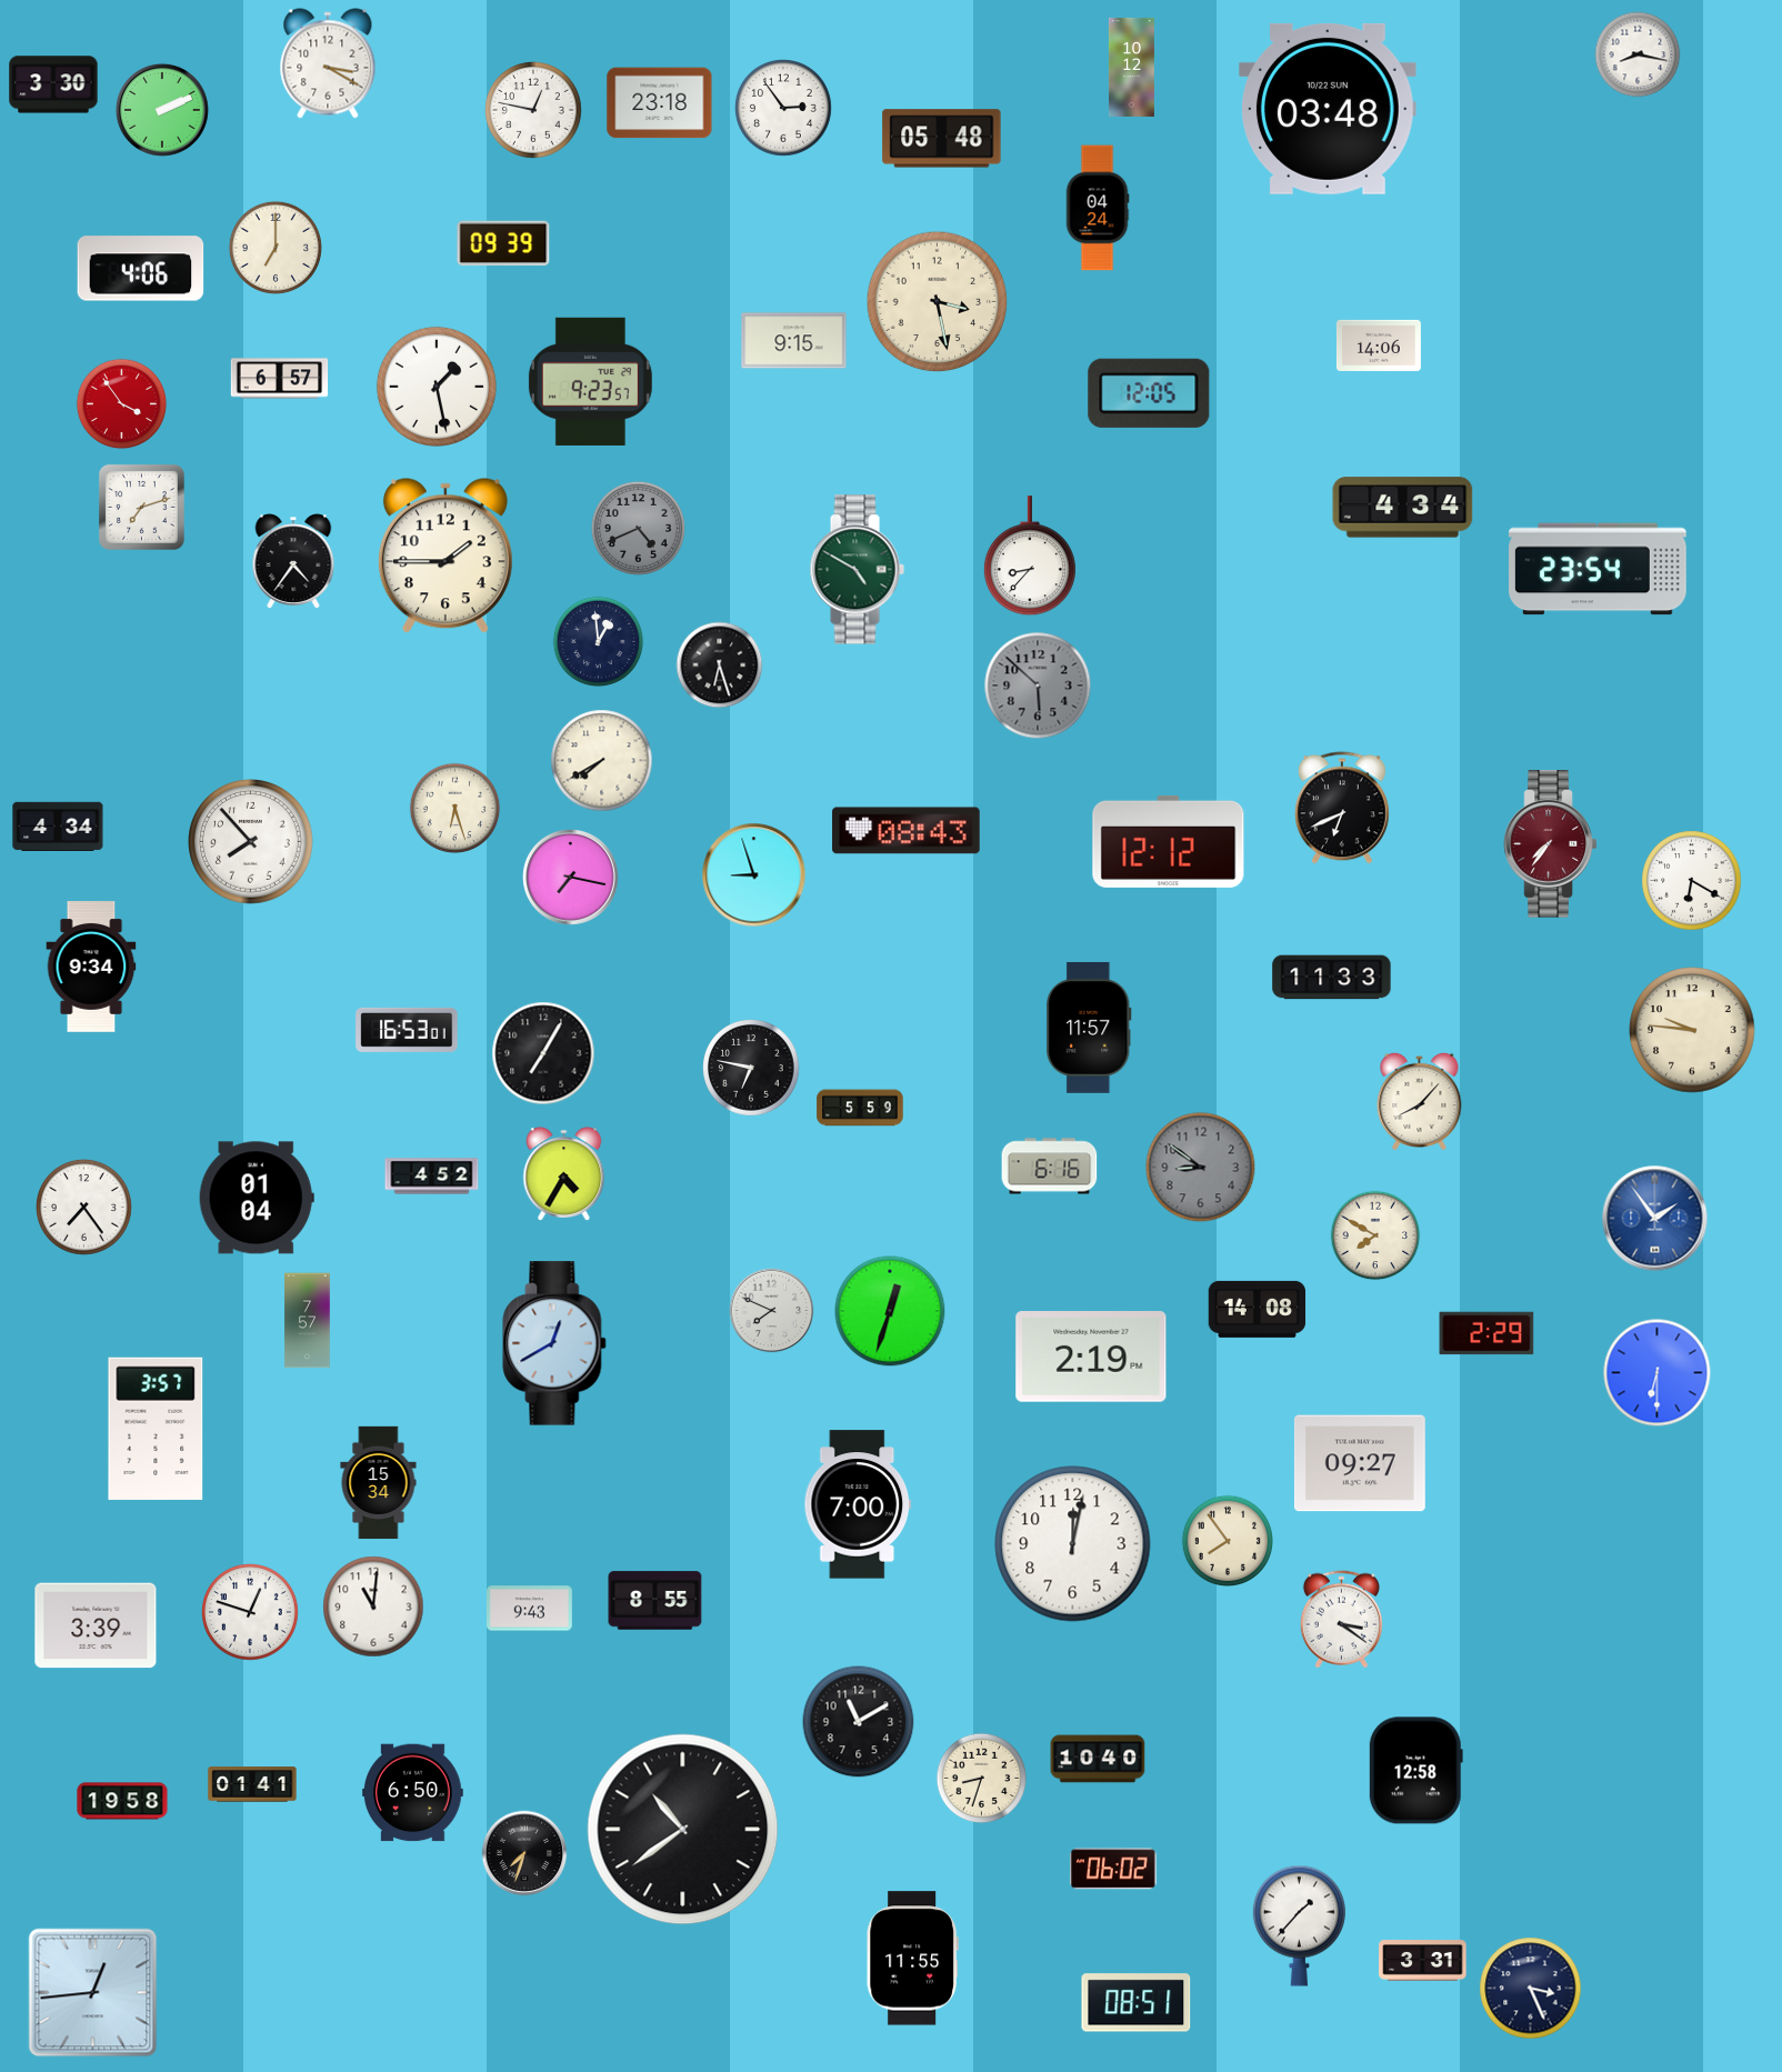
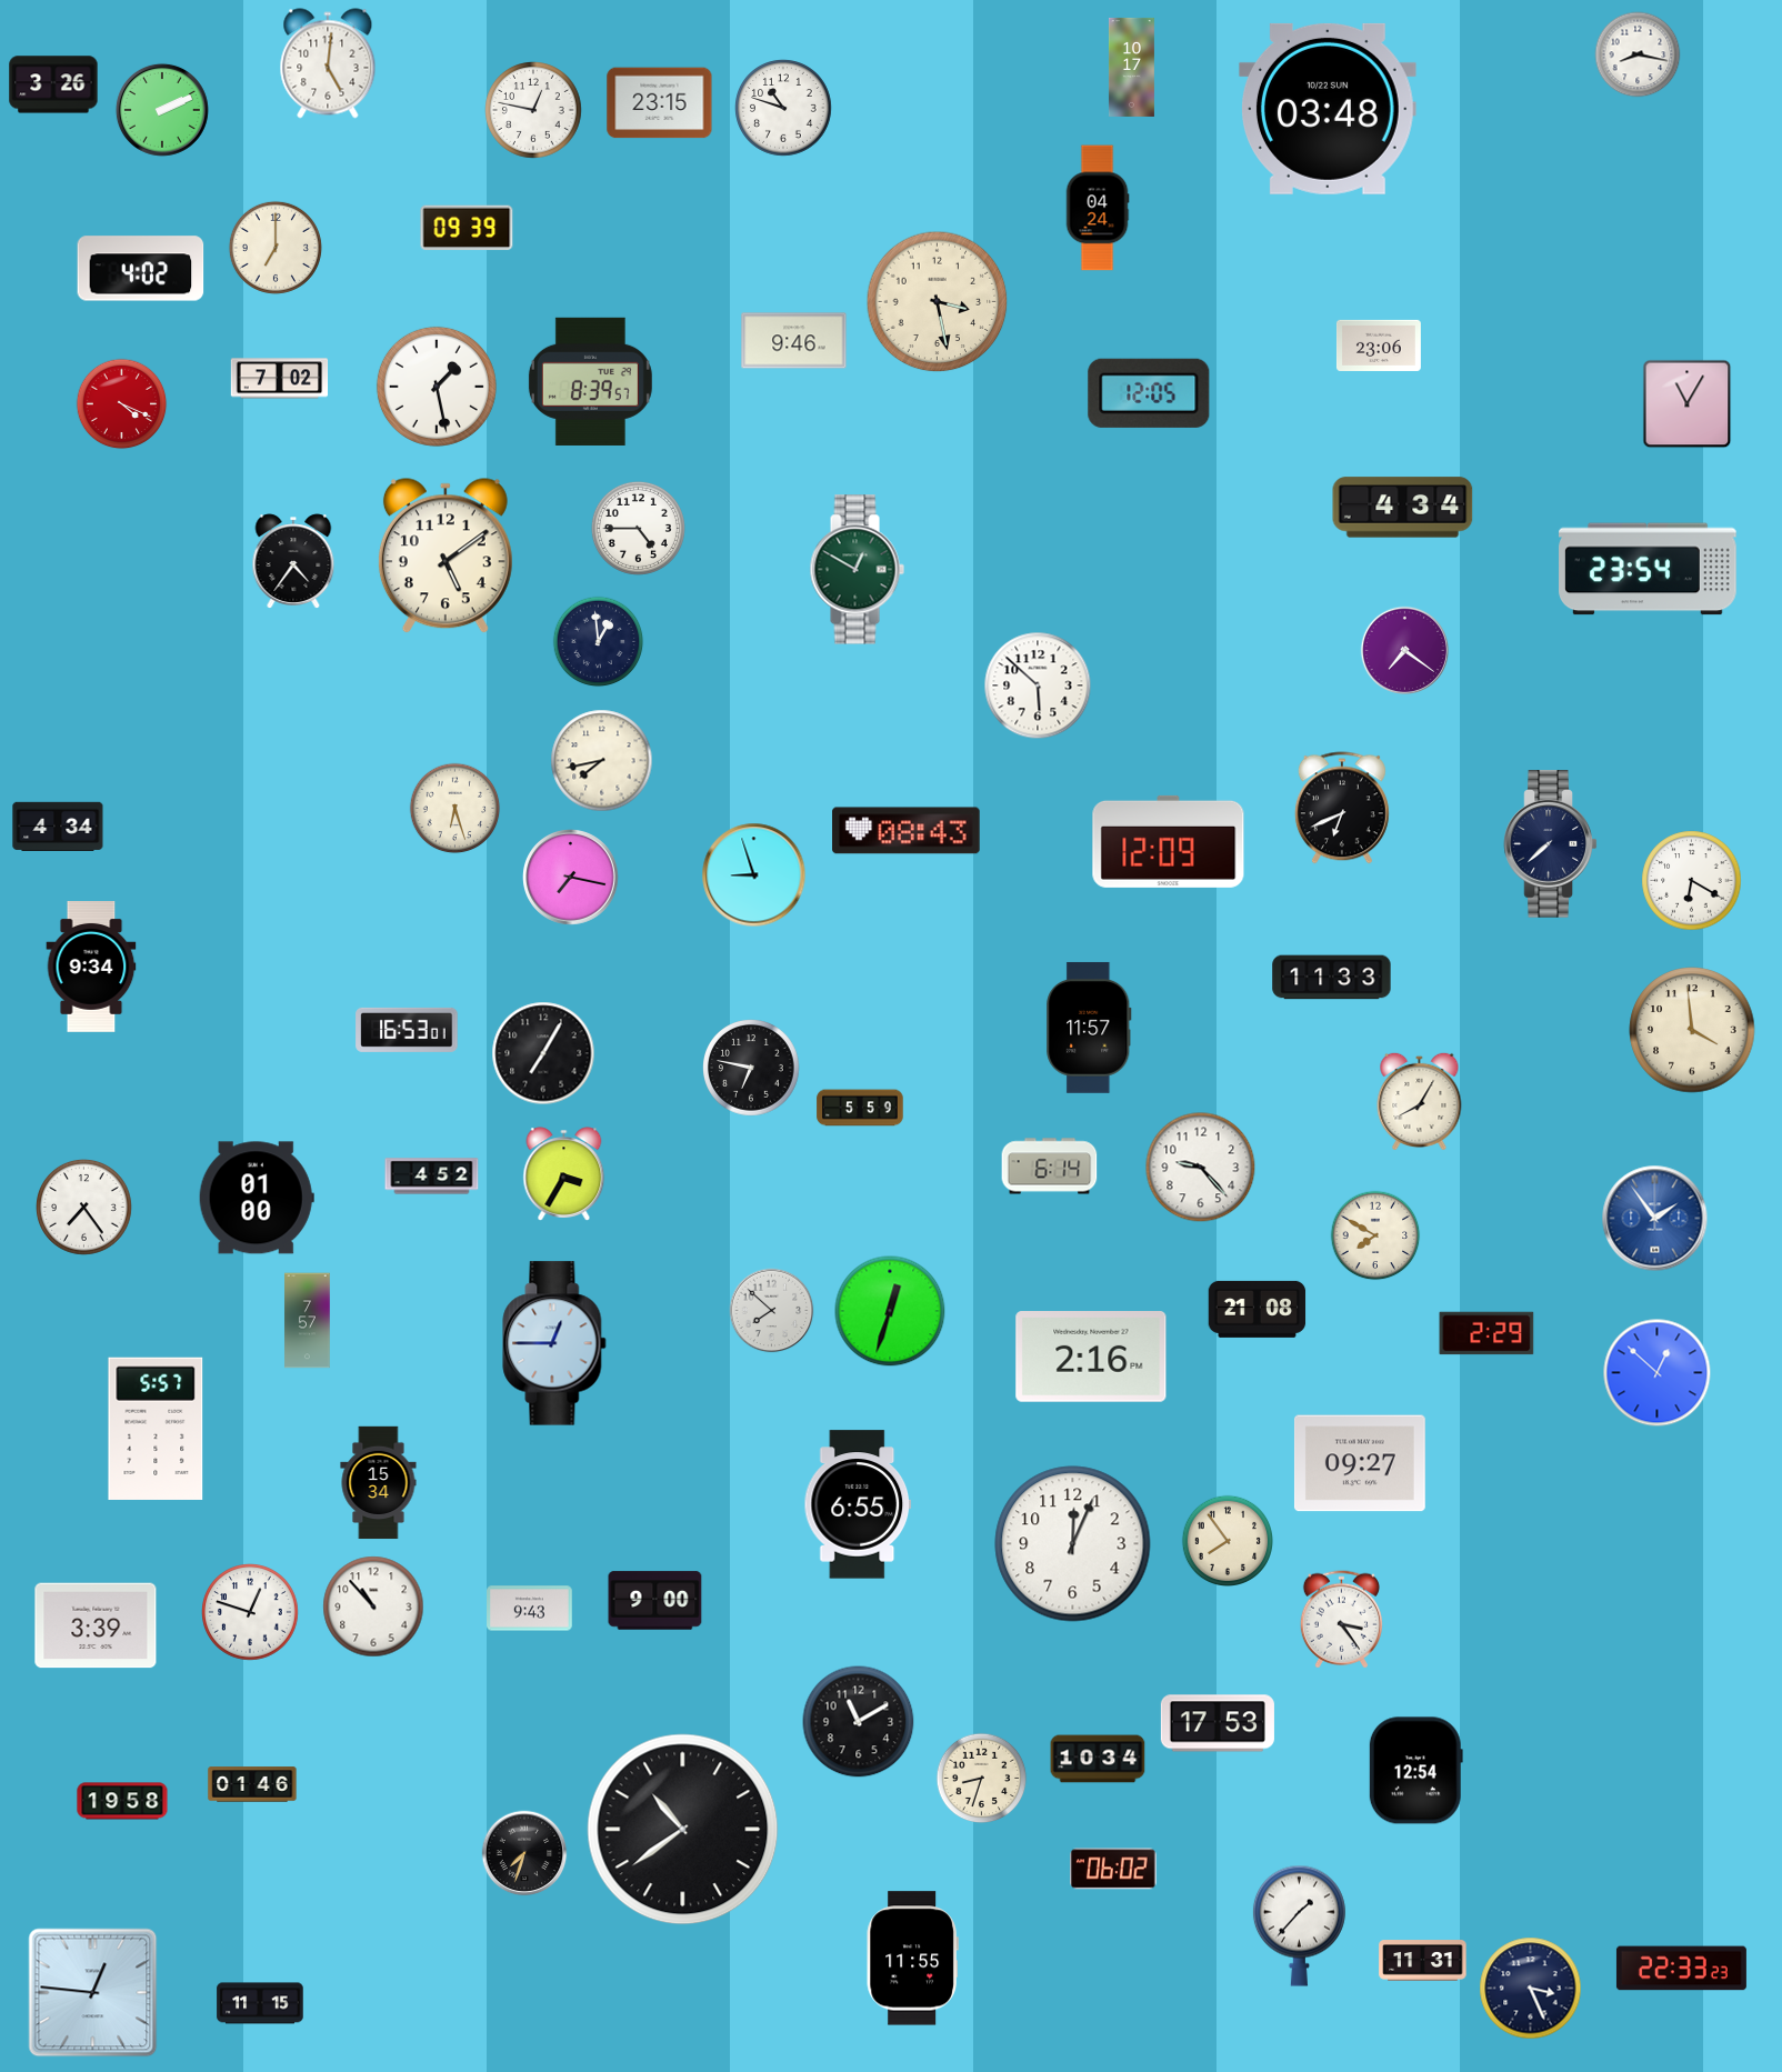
clock at (328, 63): 3:20 -> 5:01
clock at (1131, 67): 10:12 -> 10:17
clock at (53, 84): 3:30 -> 3:26
clock at (660, 103): 23:18 -> 23:15
clock at (783, 108): 2:54 -> 10:48
clock at (942, 139): 05:48 -> none
clock at (503, 243) position: (503, 243) -> (467, 228)
clock at (141, 269): 4:06 -> 4:02
clock at (794, 341): 9:15 -> 9:46
clock at (1379, 346): 14:06 -> 23:06
clock at (280, 379): 6:57 -> 7:02
clock at (590, 381): 9:23 -> 8:39
clock at (122, 404): 3:54 -> 4:19
clock at (1688, 404): none -> 11:05
clock at (141, 507): 7:12 -> none
clock at (638, 528): 4:41 -> 4:45
clock at (638, 528) dial: grey -> white
clock at (445, 557): 1:45 -> 5:09
clock at (1030, 557): 8:37 -> none
clock at (1598, 569) position: (1598, 569) -> (1648, 569)
clock at (857, 570): 4:50 -> 12:50
clock at (1404, 650): none -> 7:21
clock at (720, 665): 6:27 -> none
clock at (1038, 685) dial: grey -> white
clock at (602, 761): 7:40 -> 7:43
clock at (1169, 841): 12:12 -> 12:09
clock at (251, 842): 7:53 -> none
clock at (1551, 844): 7:36 -> 7:38
clock at (1551, 844) dial: burgundy -> navy
clock at (1692, 1030): 9:46 -> 3:59
clock at (1420, 1101): 8:07 -> 8:05
clock at (1050, 1167): 6:16 -> 6:14
clock at (1201, 1168): 8:51 -> 9:23
clock at (1201, 1168) dial: grey -> white
clock at (564, 1174): 4:35 -> 3:35
clock at (257, 1198): 01:04 -> 01:00
clock at (1258, 1309): 14:08 -> 21:08
clock at (772, 1311): 7:49 -> 7:52
clock at (554, 1343): 12:40 -> 12:45
clock at (1091, 1358): 2:19 -> 2:16
clock at (1658, 1373): 6:30 -> 12:52
clock at (156, 1429): 3:57 -> 5:57
clock at (858, 1504): 7:00 -> 6:55
clock at (1073, 1544): 12:02 -> 12:04
clock at (655, 1601): 8:55 -> 9:00
clock at (373, 1606): 11:01 -> 10:53
clock at (1341, 1620): 3:21 -> 3:24
clock at (1218, 1723): none -> 17:53
clock at (1098, 1759): 10:40 -> 10:34
clock at (1415, 1771): 12:58 -> 12:54
clock at (252, 1784): 01:41 -> 01:46
clock at (413, 1793): 6:50 -> none
clock at (1423, 1961): 3:31 -> 11:31
clock at (1681, 1969): none -> 22:33
clock at (93, 1993): 12:44 -> 12:46
clock at (260, 2003): none -> 11:15
clock at (1137, 2003): 08:51 -> none
